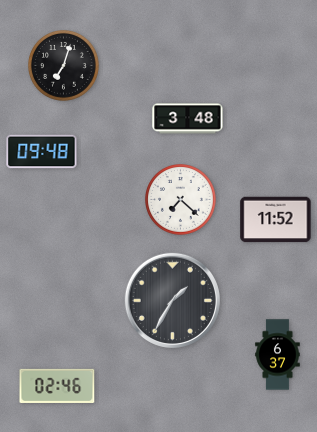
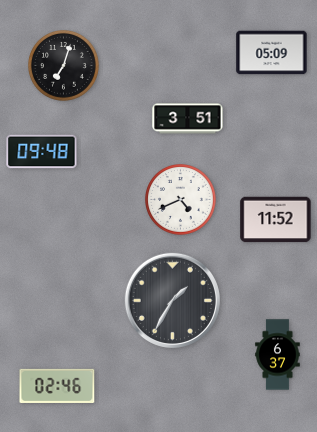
clock at (272, 53): none -> 05:09
clock at (188, 119): 3:48 -> 3:51
clock at (181, 200): 7:22 -> 4:41
